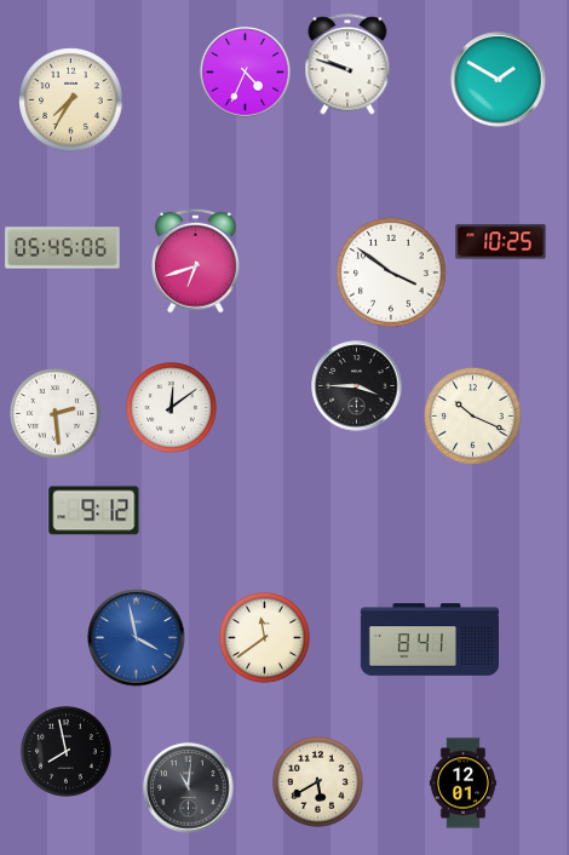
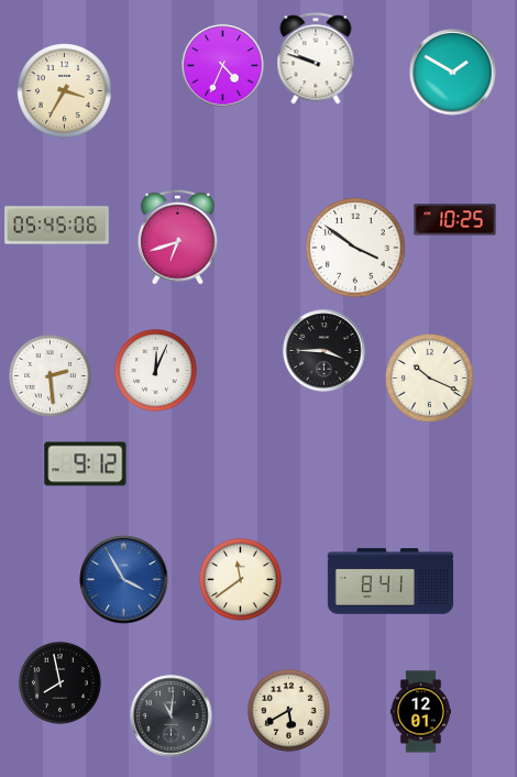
clock at (71, 101): 7:35 -> 3:35
clock at (171, 407): 12:09 -> 12:04
clock at (137, 638): 3:58 -> 3:55
